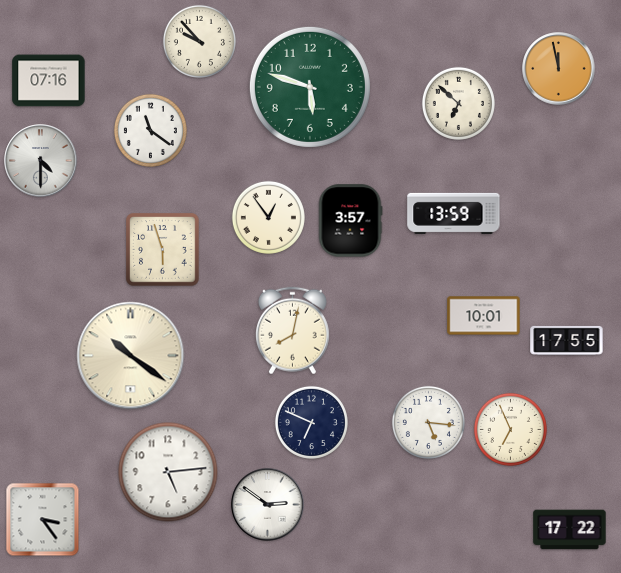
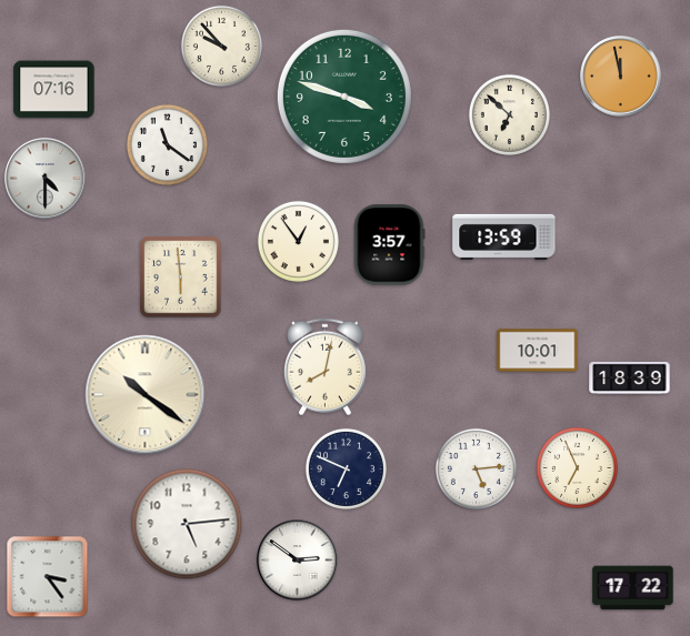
clock at (310, 87): 5:48 -> 3:48
clock at (163, 250): 5:57 -> 5:59
clock at (567, 340): 17:55 -> 18:39
clock at (428, 422): 5:16 -> 5:14
clock at (510, 429) position: (510, 429) -> (577, 467)
